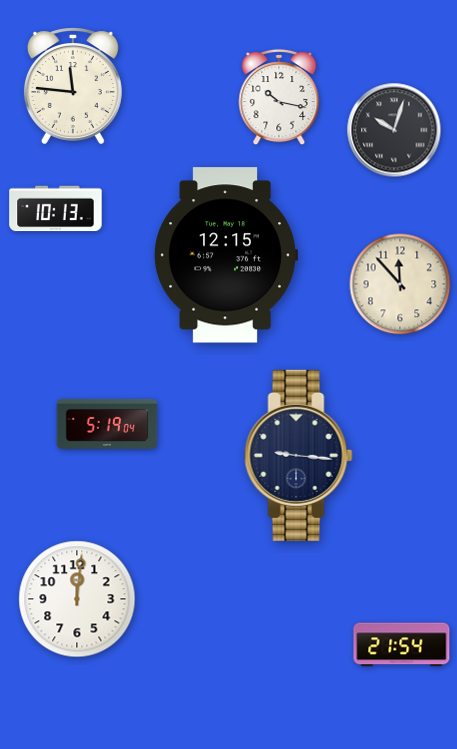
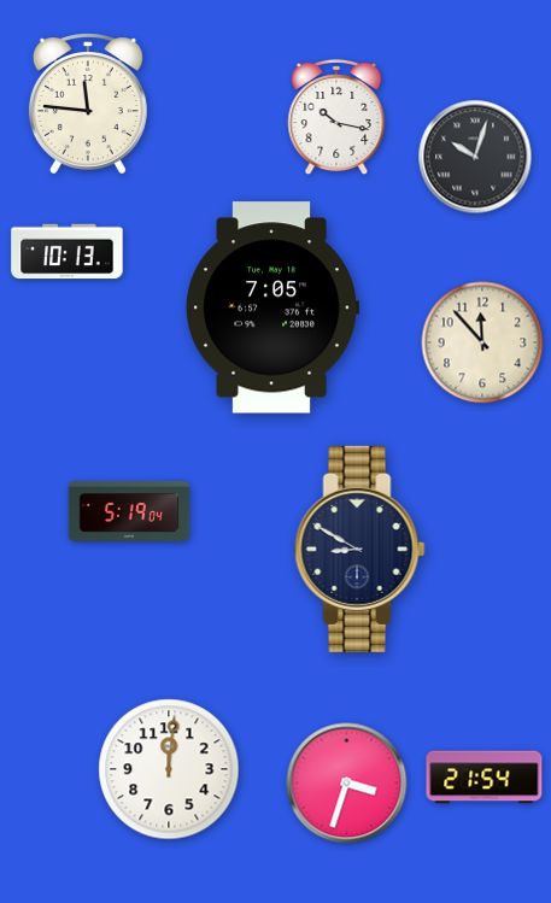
clock at (226, 255): 12:15 -> 7:05
clock at (299, 455): 9:16 -> 8:50
clock at (77, 599) position: (77, 599) -> (169, 769)
clock at (347, 784): none -> 3:33
